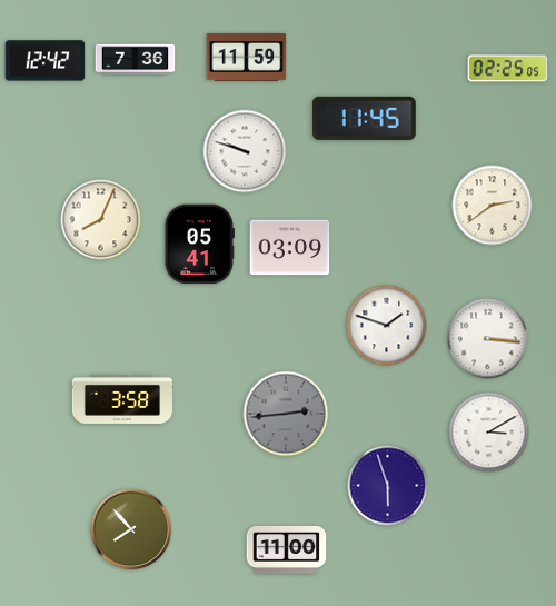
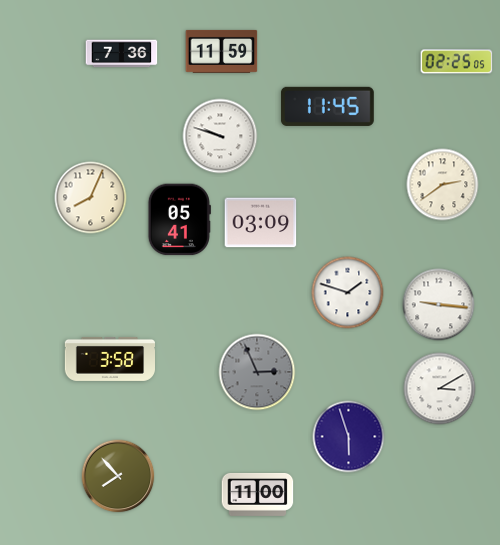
clock at (46, 61): 12:42 -> none
clock at (488, 339): 3:16 -> 9:16
clock at (286, 414): 2:44 -> 2:56
